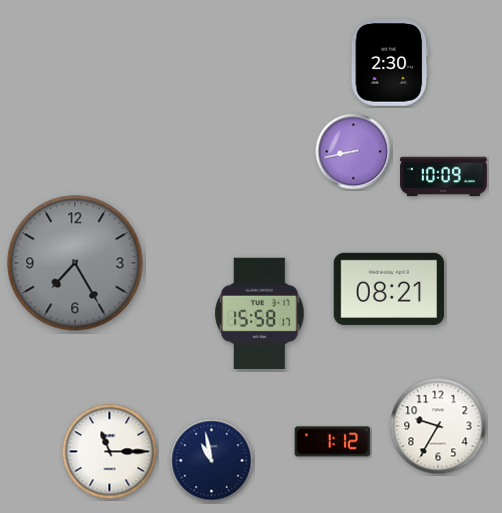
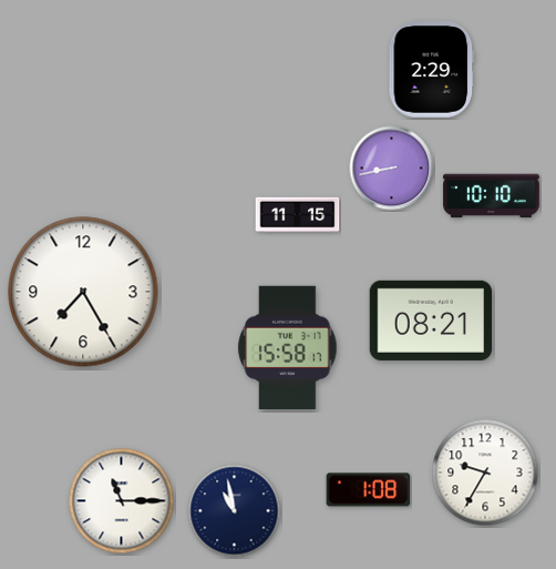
clock at (389, 63): 2:30 -> 2:29
clock at (444, 177): 10:09 -> 10:10
clock at (298, 215): none -> 11:15
clock at (75, 263) dial: grey -> white
clock at (333, 442): 1:12 -> 1:08
